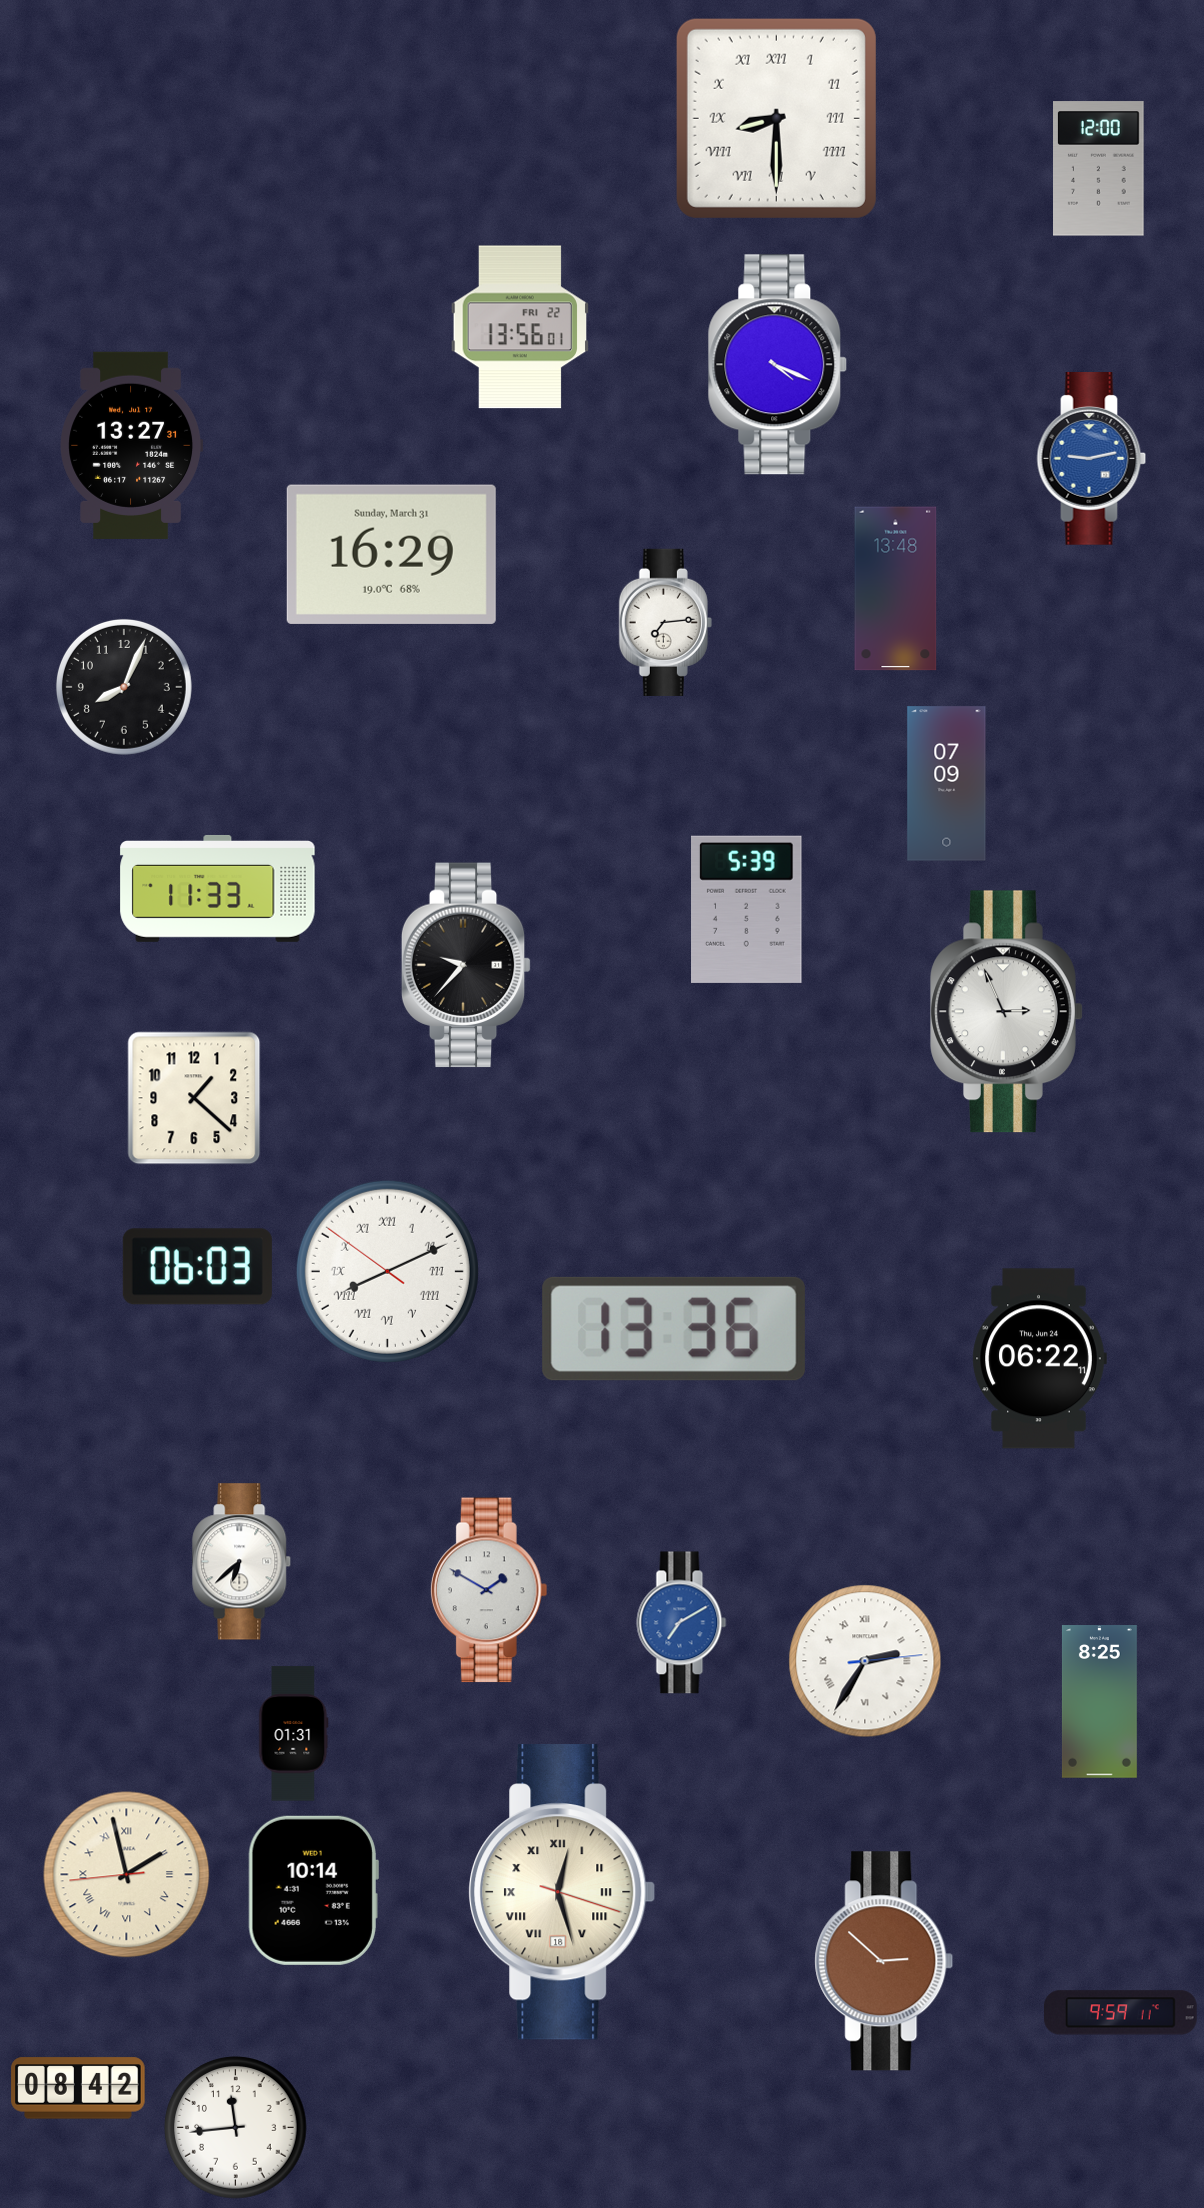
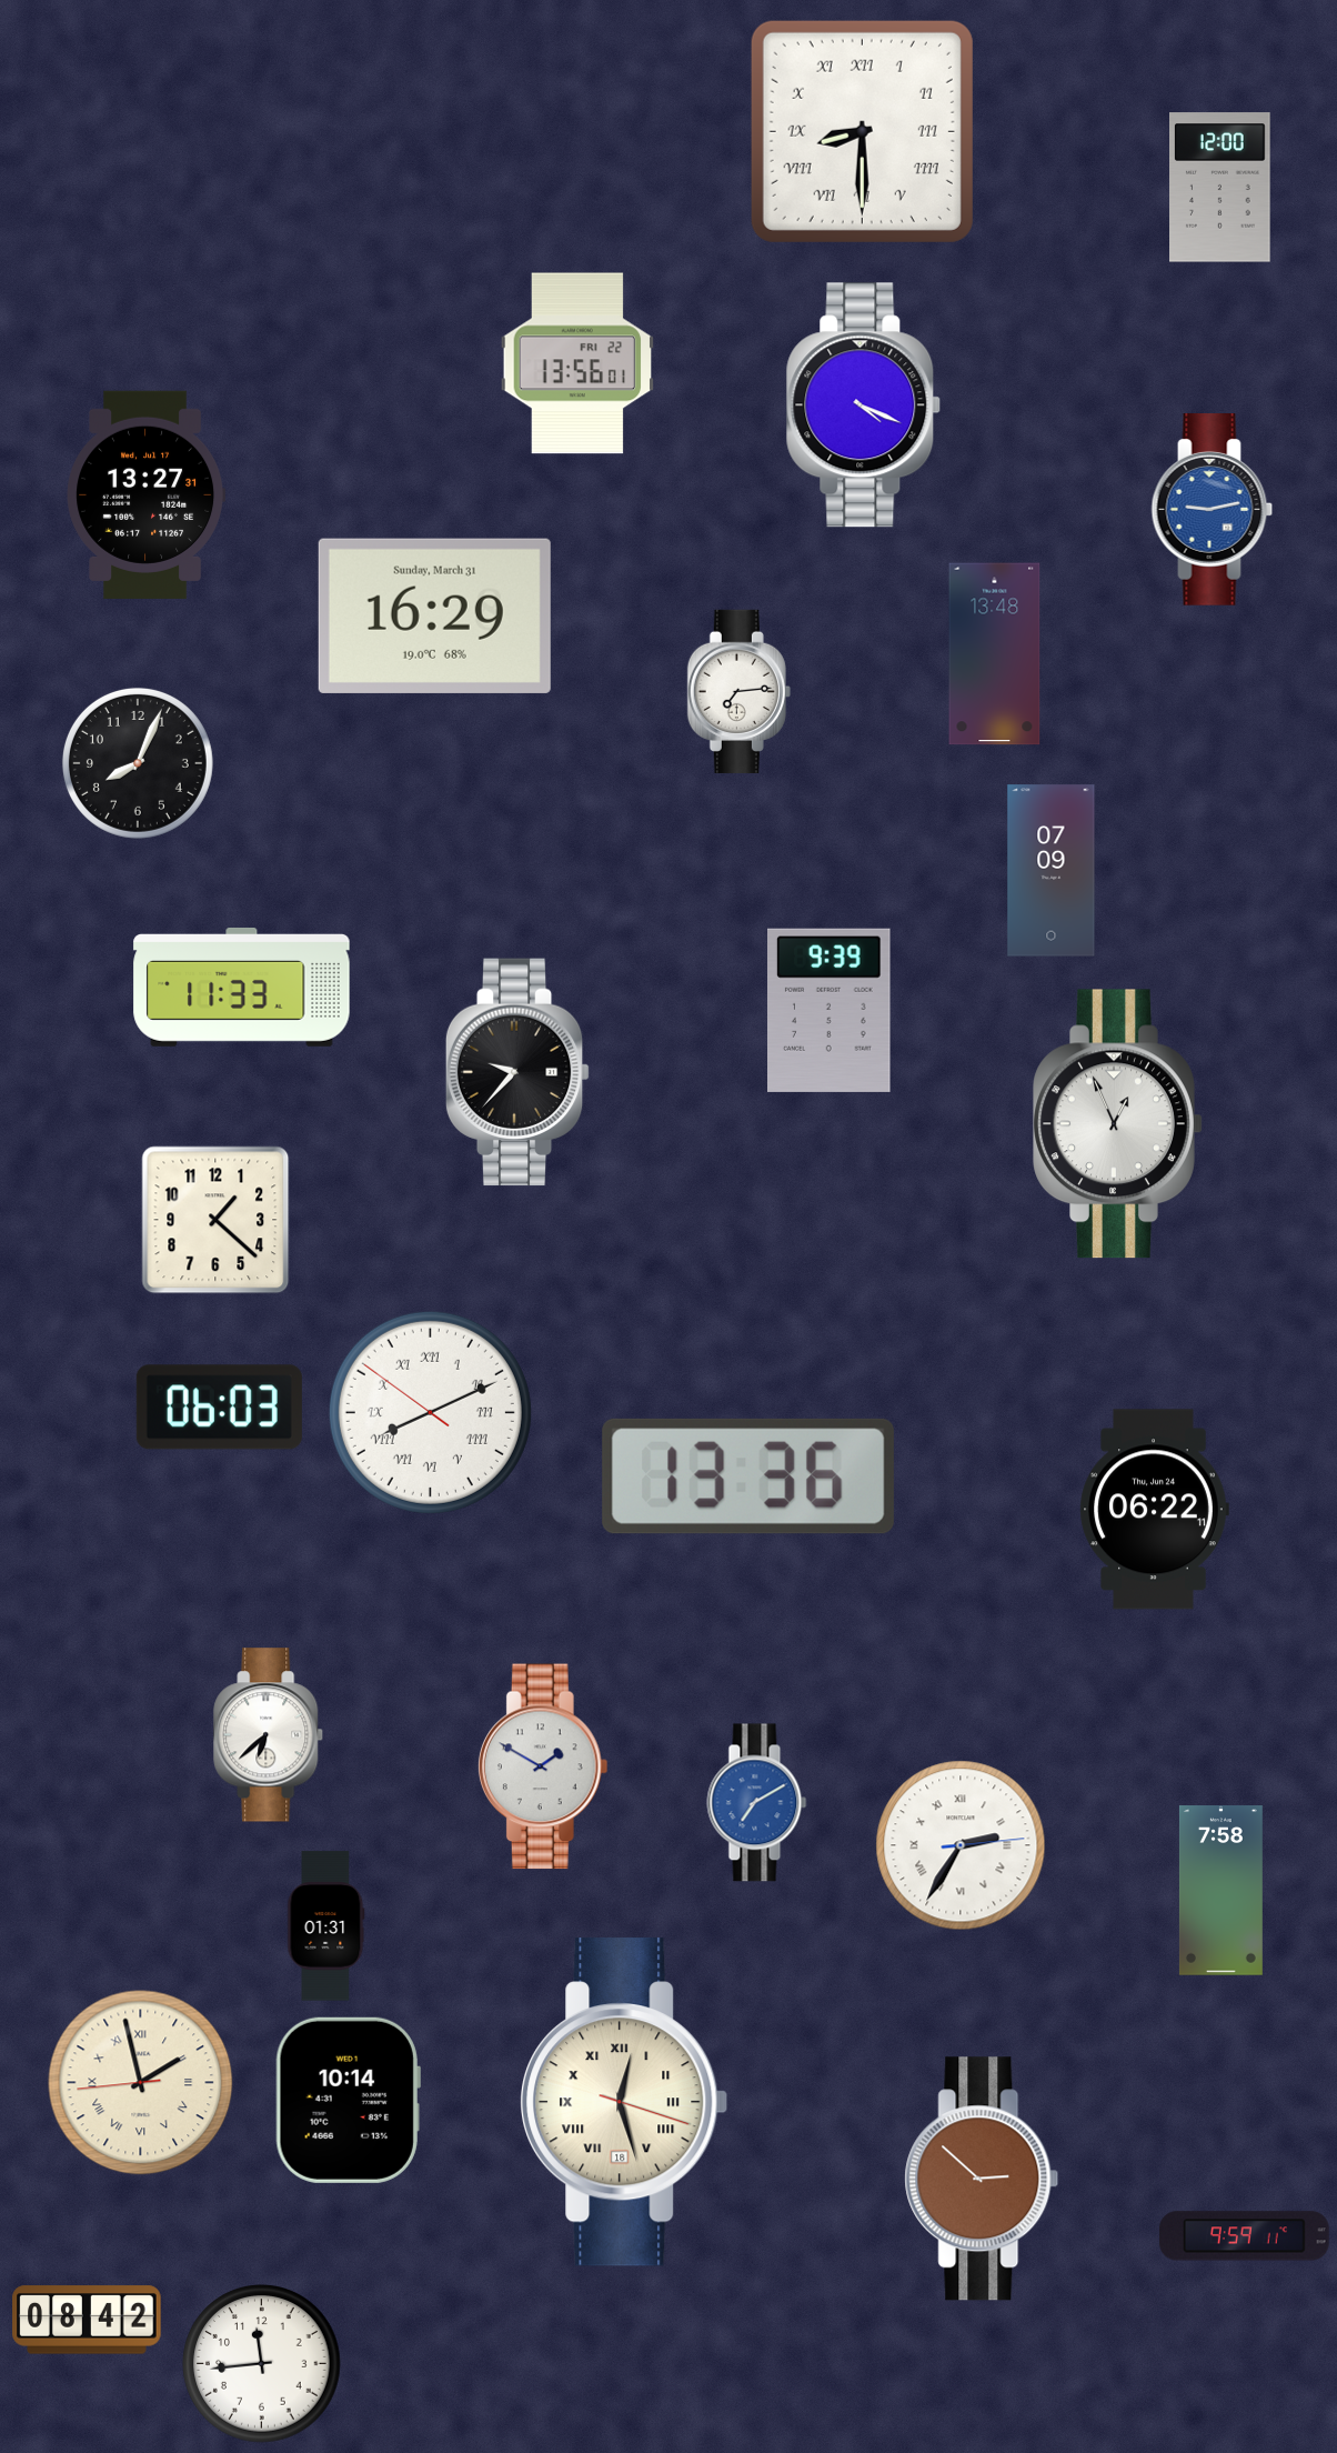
clock at (747, 909): 5:39 -> 9:39
clock at (1007, 1012): 2:56 -> 12:56
clock at (1099, 1702): 8:25 -> 7:58
